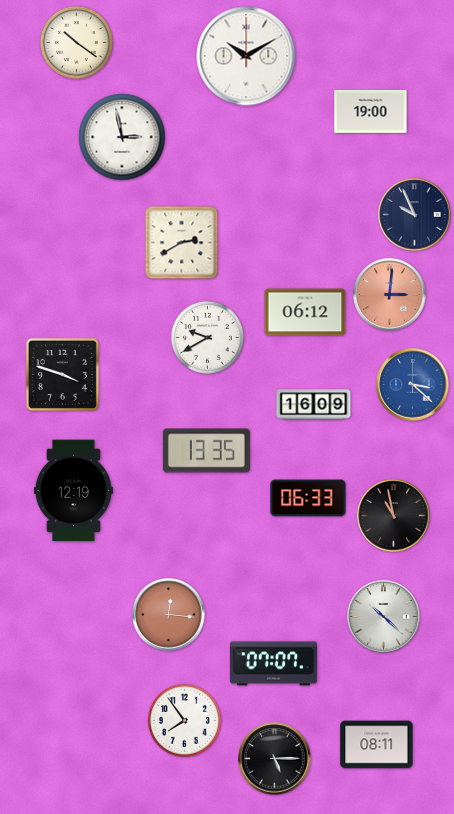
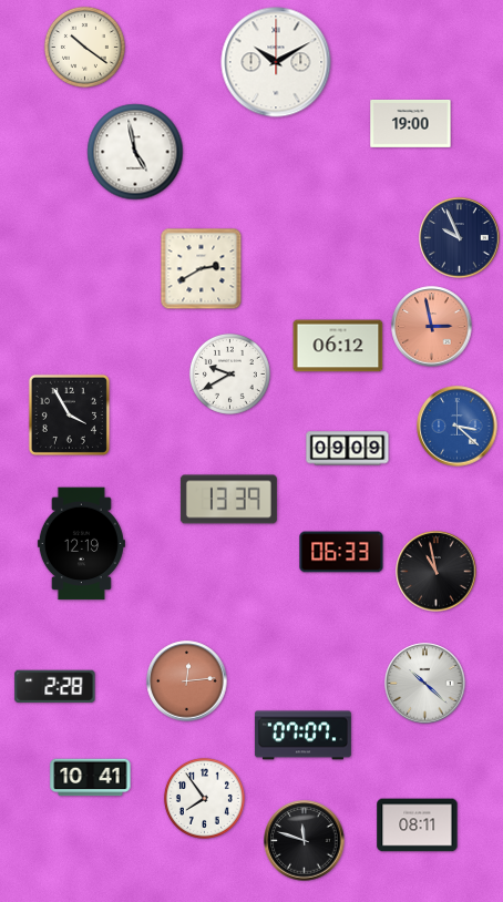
clock at (246, 56) position: (246, 56) -> (276, 62)
clock at (122, 137): 2:58 -> 4:58
clock at (390, 295): 3:01 -> 2:58
clock at (62, 374): 3:48 -> 3:55
clock at (314, 405): 16:09 -> 09:09
clock at (206, 451): 13:35 -> 13:39
clock at (169, 615): 12:16 -> 12:14
clock at (55, 687): none -> 2:28
clock at (91, 778): none -> 10:41
clock at (275, 759): 5:15 -> 11:48
